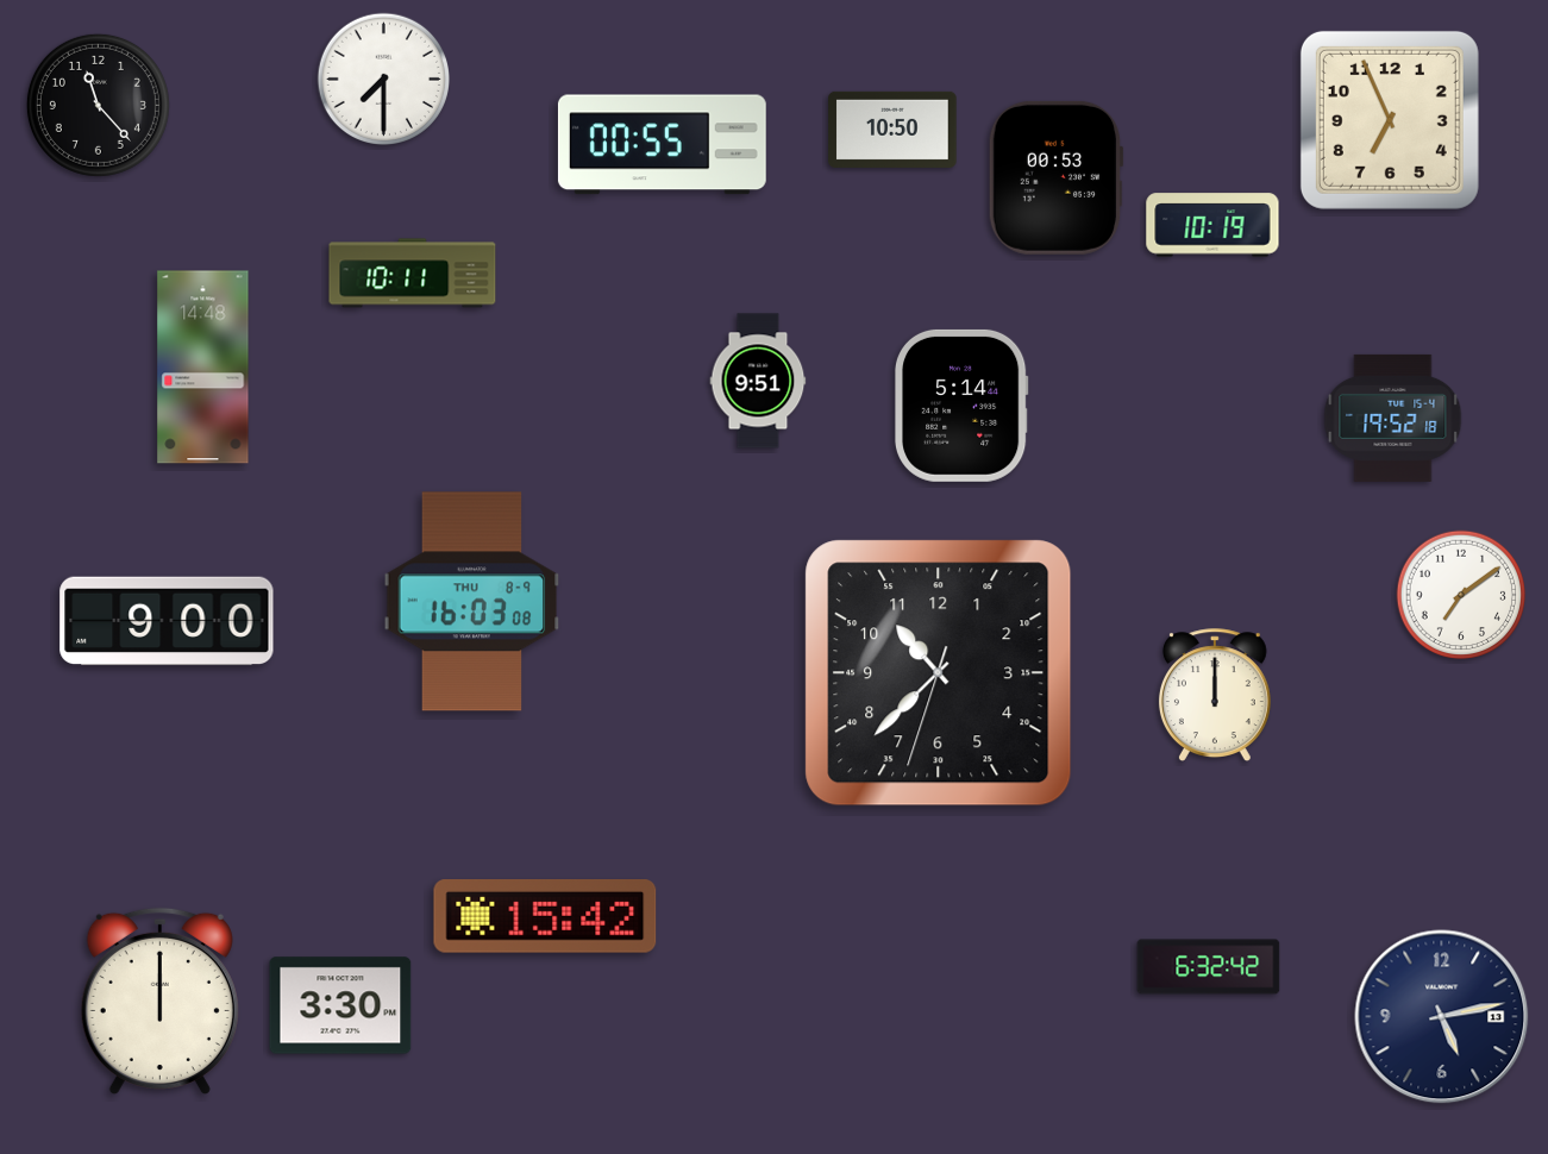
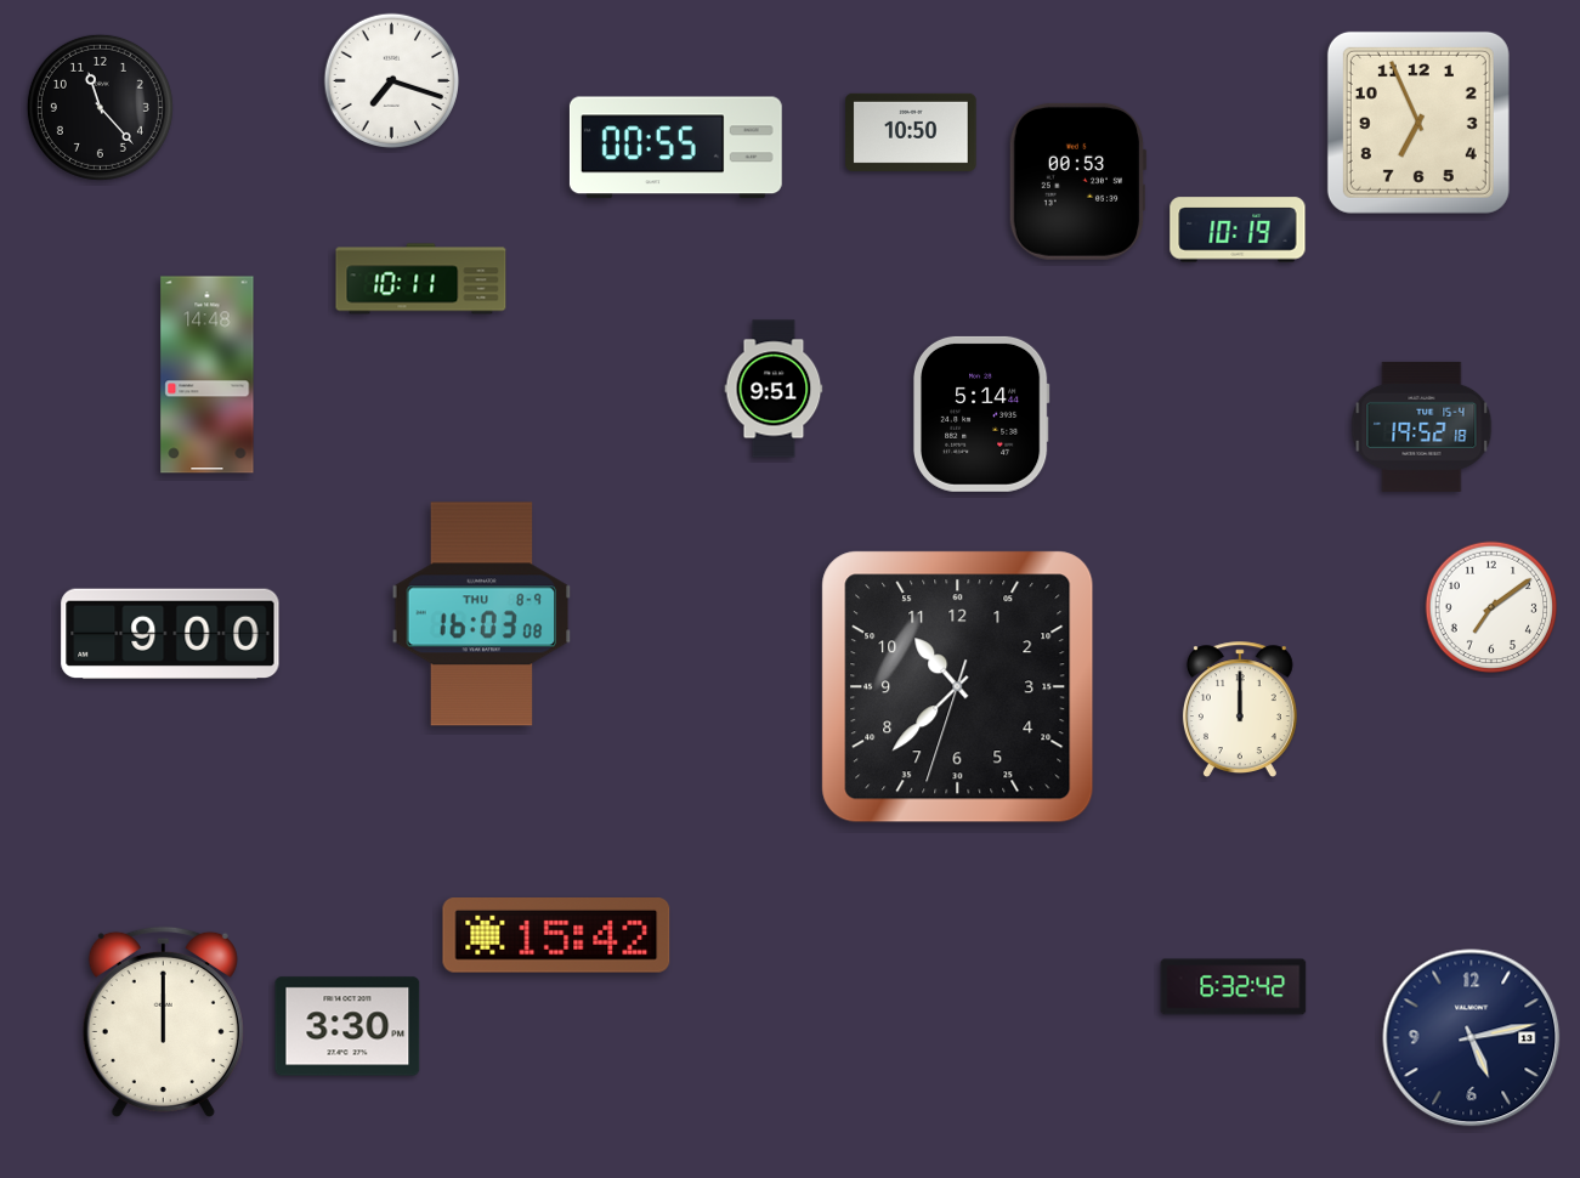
clock at (383, 79): 7:30 -> 7:18
